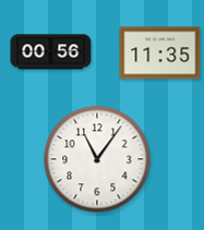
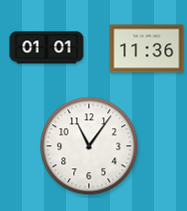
clock at (51, 52): 00:56 -> 01:01
clock at (160, 53): 11:35 -> 11:36
